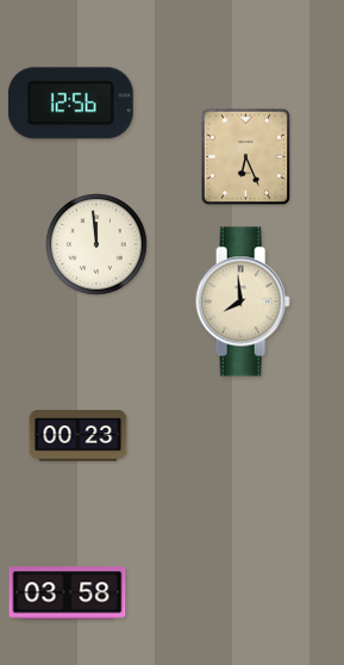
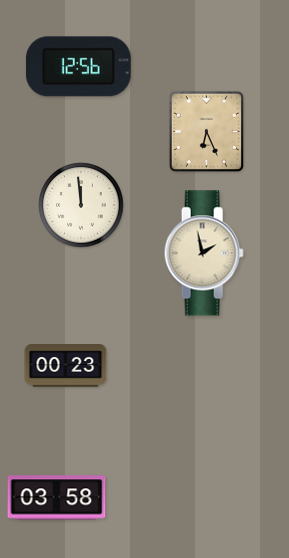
clock at (70, 104) position: (70, 104) -> (78, 67)
clock at (243, 302): 7:59 -> 1:58
